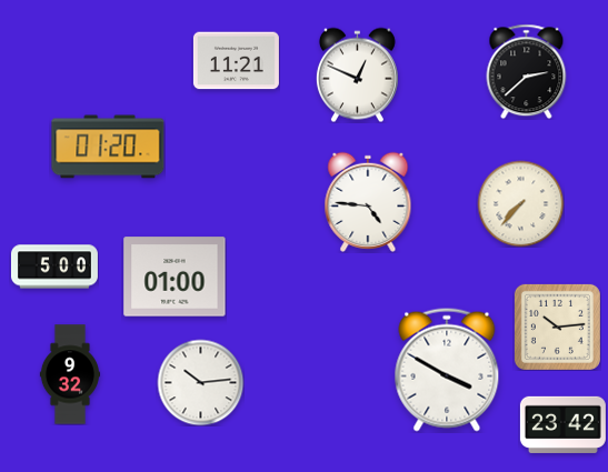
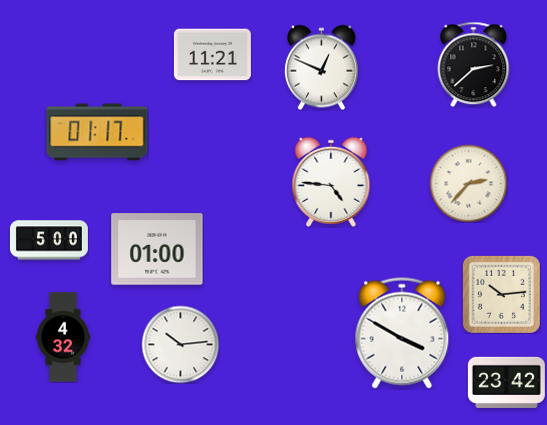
clock at (108, 147): 01:20 -> 01:17
clock at (520, 203): 7:37 -> 2:37
clock at (69, 374): 9:32 -> 4:32
